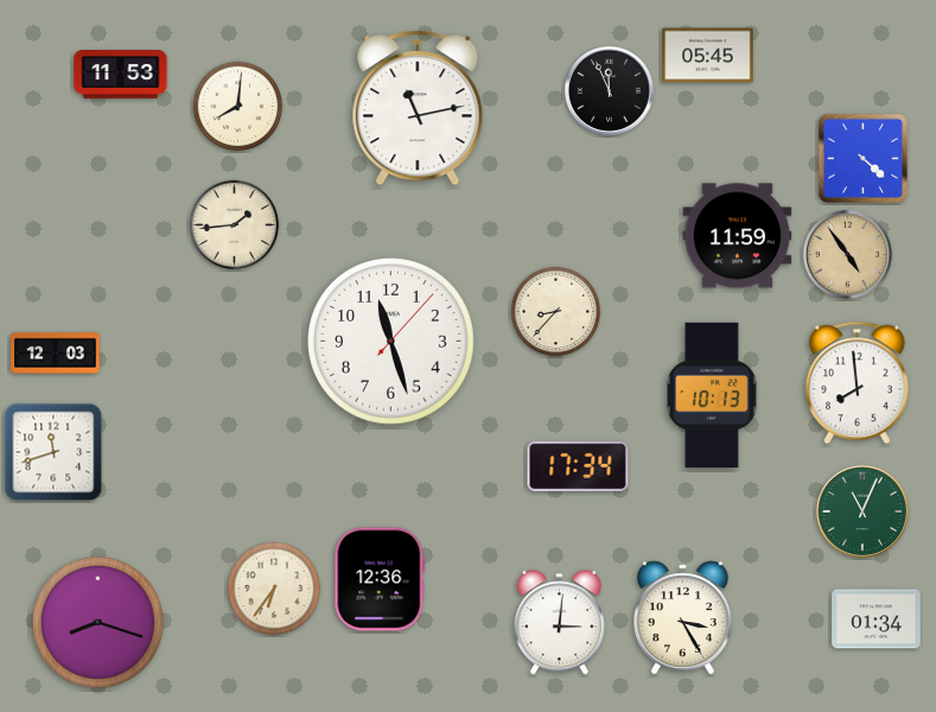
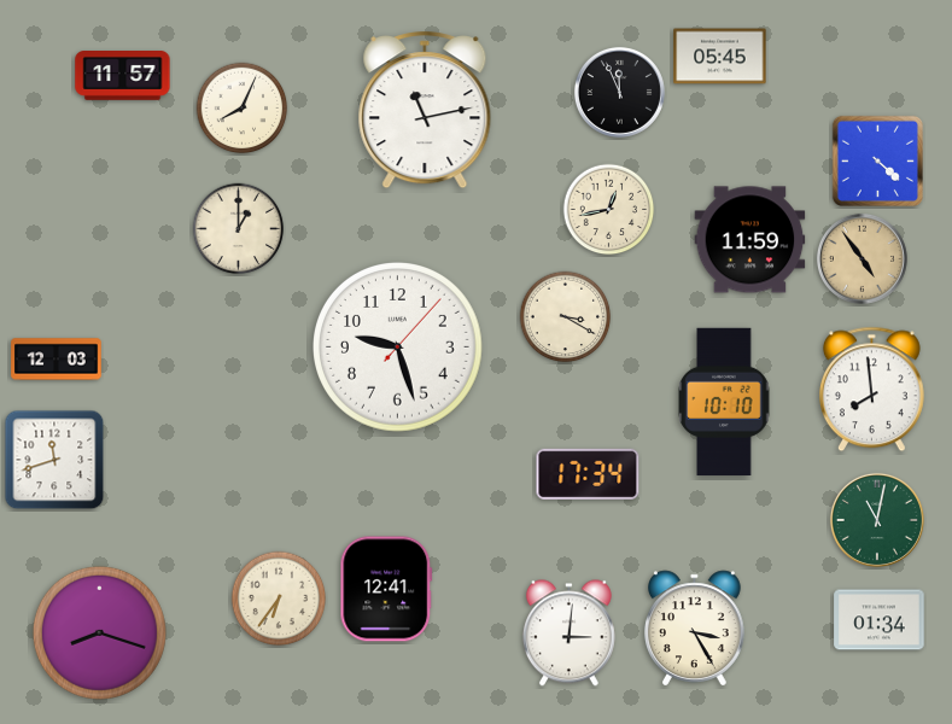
clock at (121, 75): 11:53 -> 11:57
clock at (238, 107): 8:01 -> 8:04
clock at (609, 210): none -> 12:43
clock at (235, 225): 1:44 -> 1:00
clock at (556, 312): 8:37 -> 3:20
clock at (391, 342): 11:27 -> 9:27
clock at (712, 395): 10:13 -> 10:10
clock at (862, 511): 11:04 -> 11:02
clock at (380, 579): 12:36 -> 12:41
clock at (877, 619) position: (877, 619) -> (880, 620)
